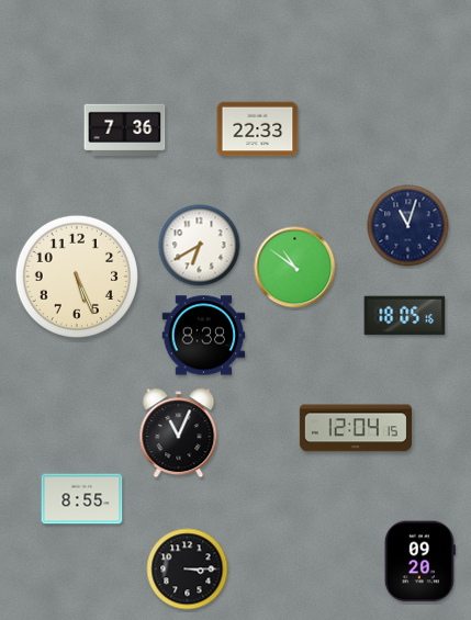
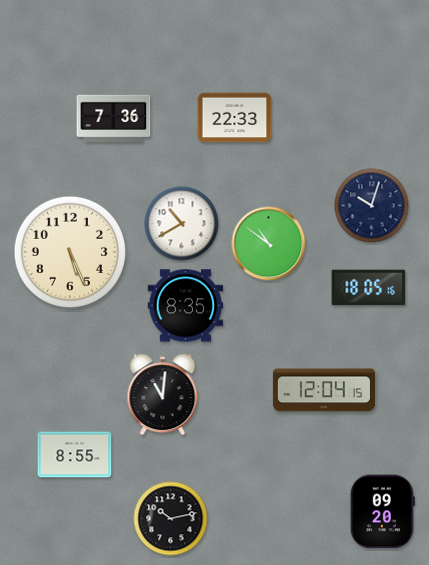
clock at (408, 226): 11:03 -> 10:03
clock at (200, 246): 6:40 -> 10:40
clock at (204, 336): 8:38 -> 8:35
clock at (179, 433): 11:04 -> 11:01
clock at (188, 570): 3:15 -> 10:13
